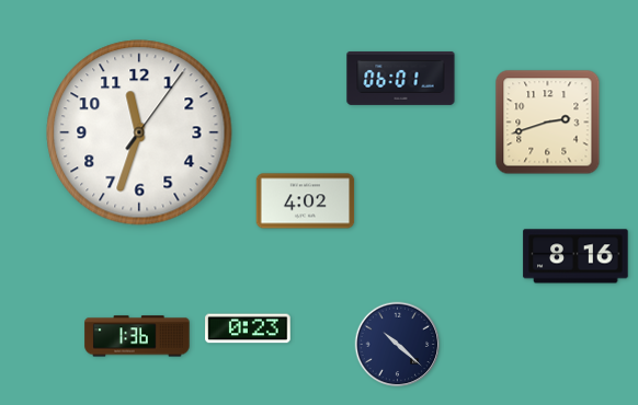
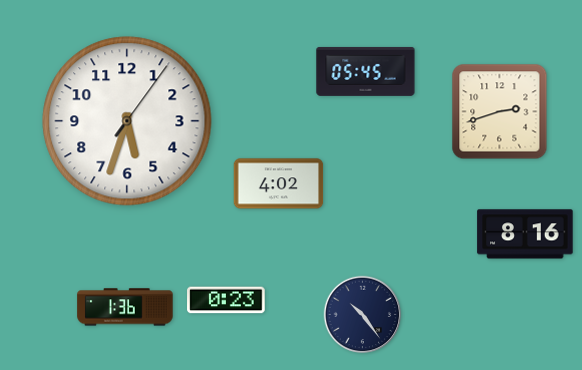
clock at (401, 78): 06:01 -> 05:45
clock at (139, 132): 11:33 -> 5:33
clock at (398, 345): 10:22 -> 10:24
